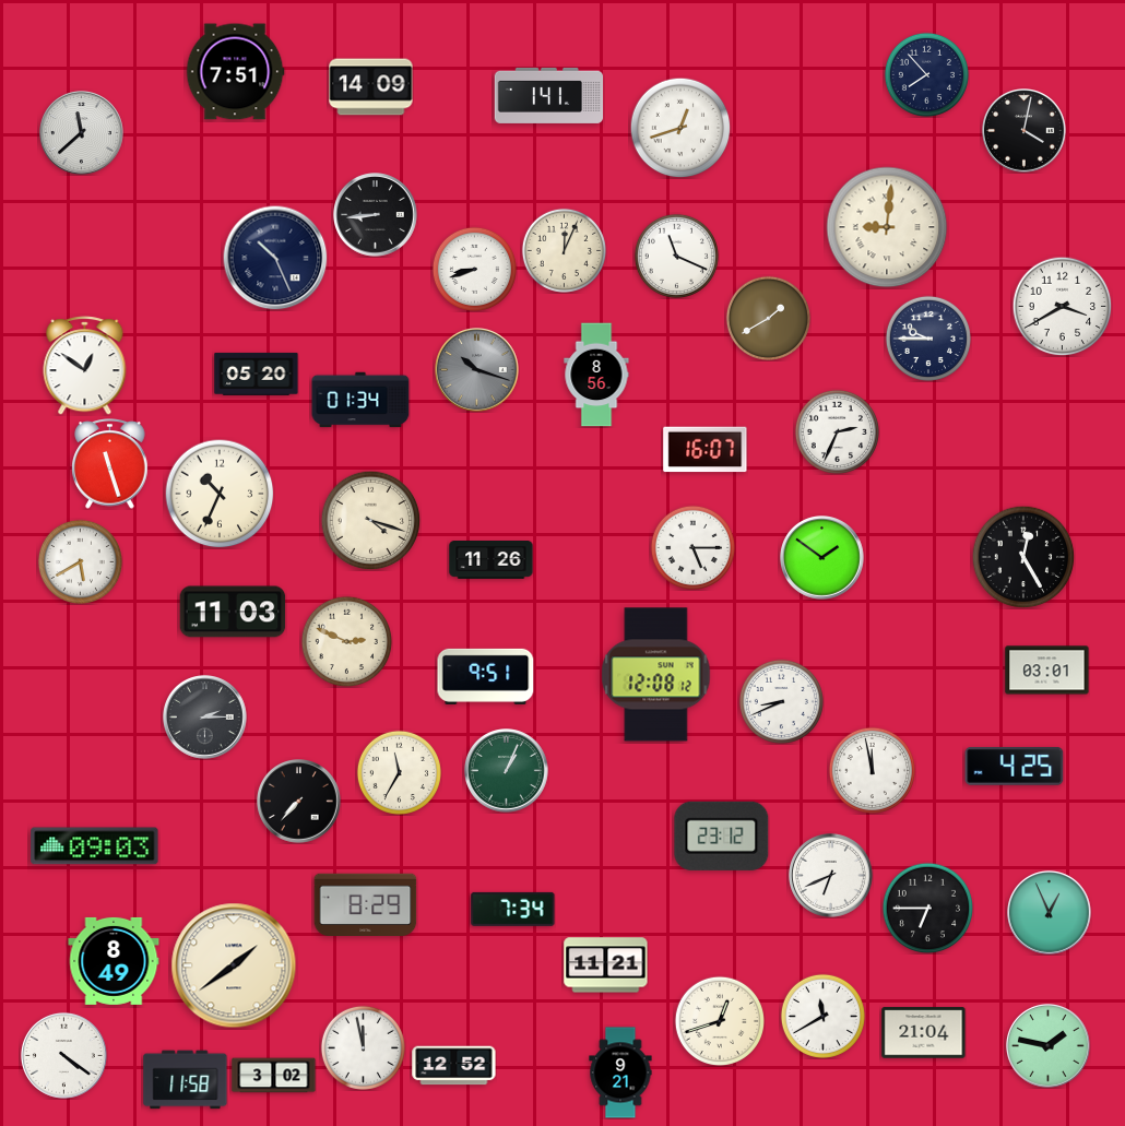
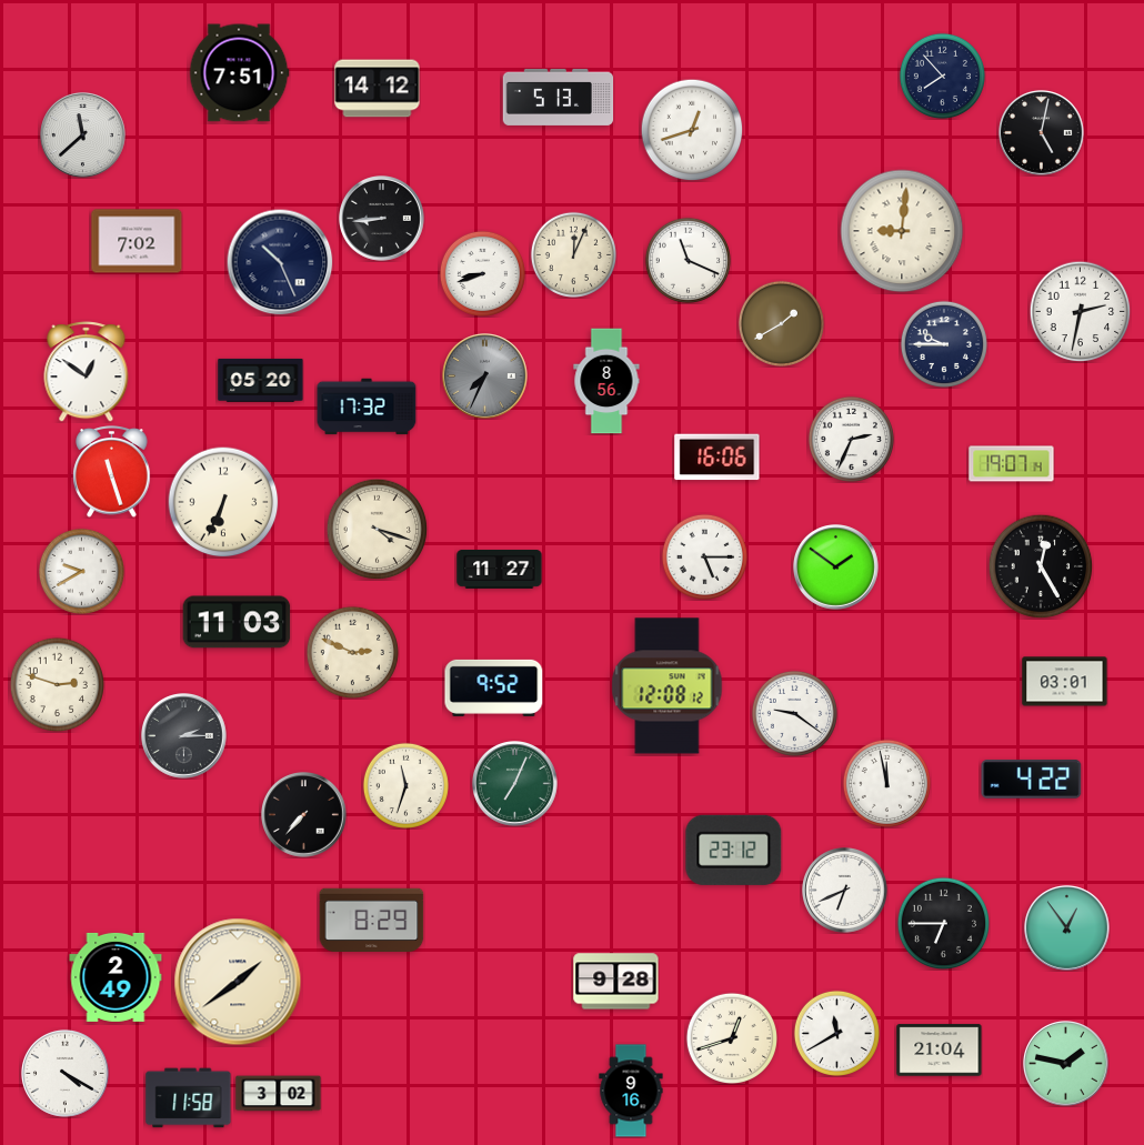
clock at (371, 87): 14:09 -> 14:12
clock at (549, 95): 1:41 -> 5:13
clock at (1025, 131): 4:02 -> 5:02
clock at (137, 241): none -> 7:02
clock at (1062, 306): 3:40 -> 2:32
clock at (477, 370): 10:18 -> 7:34
clock at (360, 400): 01:34 -> 17:32
clock at (706, 450): 16:07 -> 16:06
clock at (1012, 464): none -> 19:07
clock at (220, 494): 10:34 -> 6:34
clock at (492, 560): 11:26 -> 11:27
clock at (80, 561): 5:40 -> 9:40
clock at (57, 684): none -> 2:48
clock at (486, 676): 9:51 -> 9:52
clock at (781, 701): 8:41 -> 9:21
clock at (205, 718) position: (205, 718) -> (184, 736)
clock at (1015, 767): 4:25 -> 4:22
clock at (507, 771): 1:04 -> 7:04
clock at (399, 772): 11:35 -> 11:33
clock at (95, 846): 09:03 -> none
clock at (513, 909): 7:34 -> none
clock at (1050, 913): 12:56 -> 12:54
clock at (114, 961): 8:49 -> 2:49
clock at (606, 965): 11:21 -> 9:28
clock at (363, 1047): 11:58 -> none
clock at (63, 1055): 4:21 -> 4:20
clock at (454, 1066): 12:52 -> none
clock at (620, 1072): 9:21 -> 9:16
